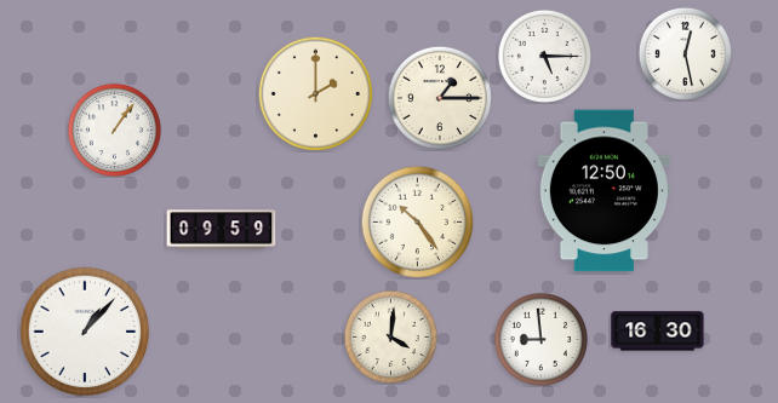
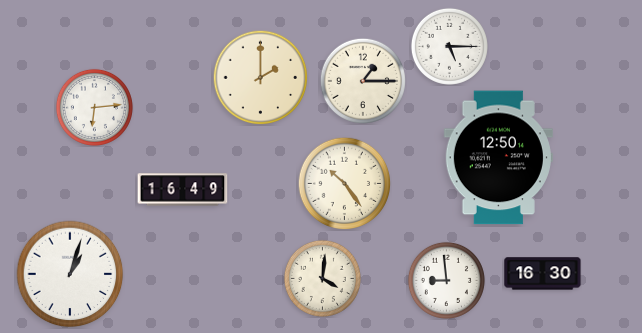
clock at (685, 53): 12:28 -> none
clock at (114, 129): 1:06 -> 6:14
clock at (222, 230): 09:59 -> 16:49
clock at (85, 332): 1:07 -> 1:03
